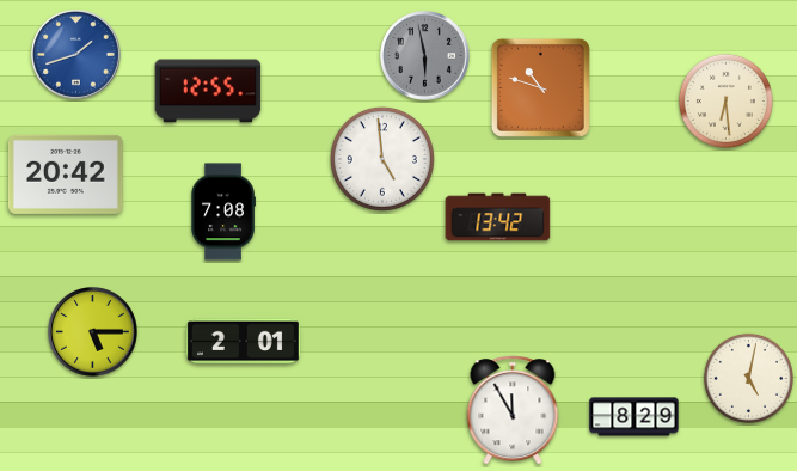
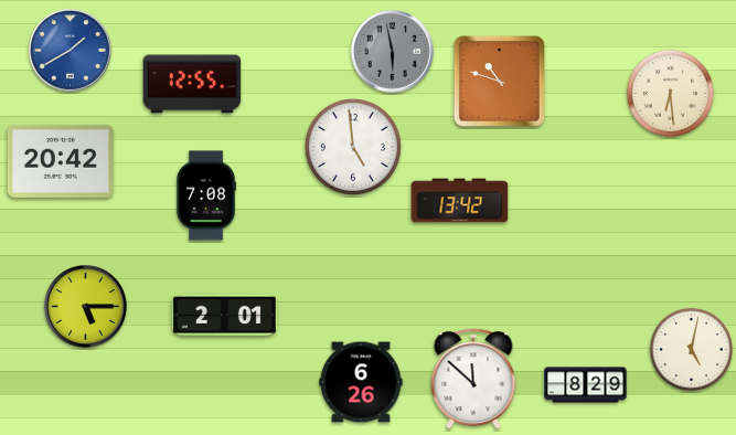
clock at (76, 55): 1:42 -> 1:40
clock at (513, 410): 11:55 -> 11:52
clock at (361, 382): none -> 6:26
